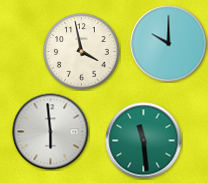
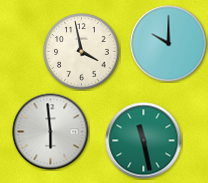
clock at (144, 141): 11:29 -> 11:28
